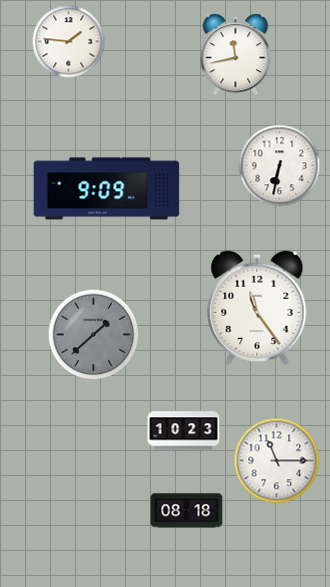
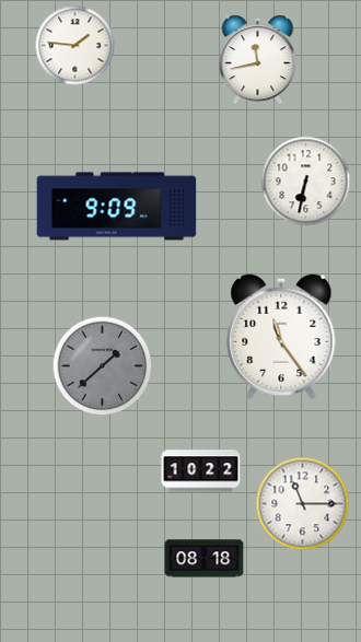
clock at (184, 431): 10:23 -> 10:22
